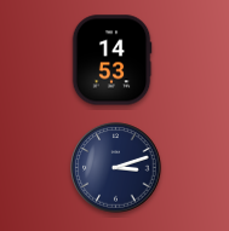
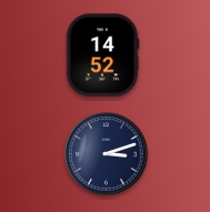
clock at (111, 60): 14:53 -> 14:52
